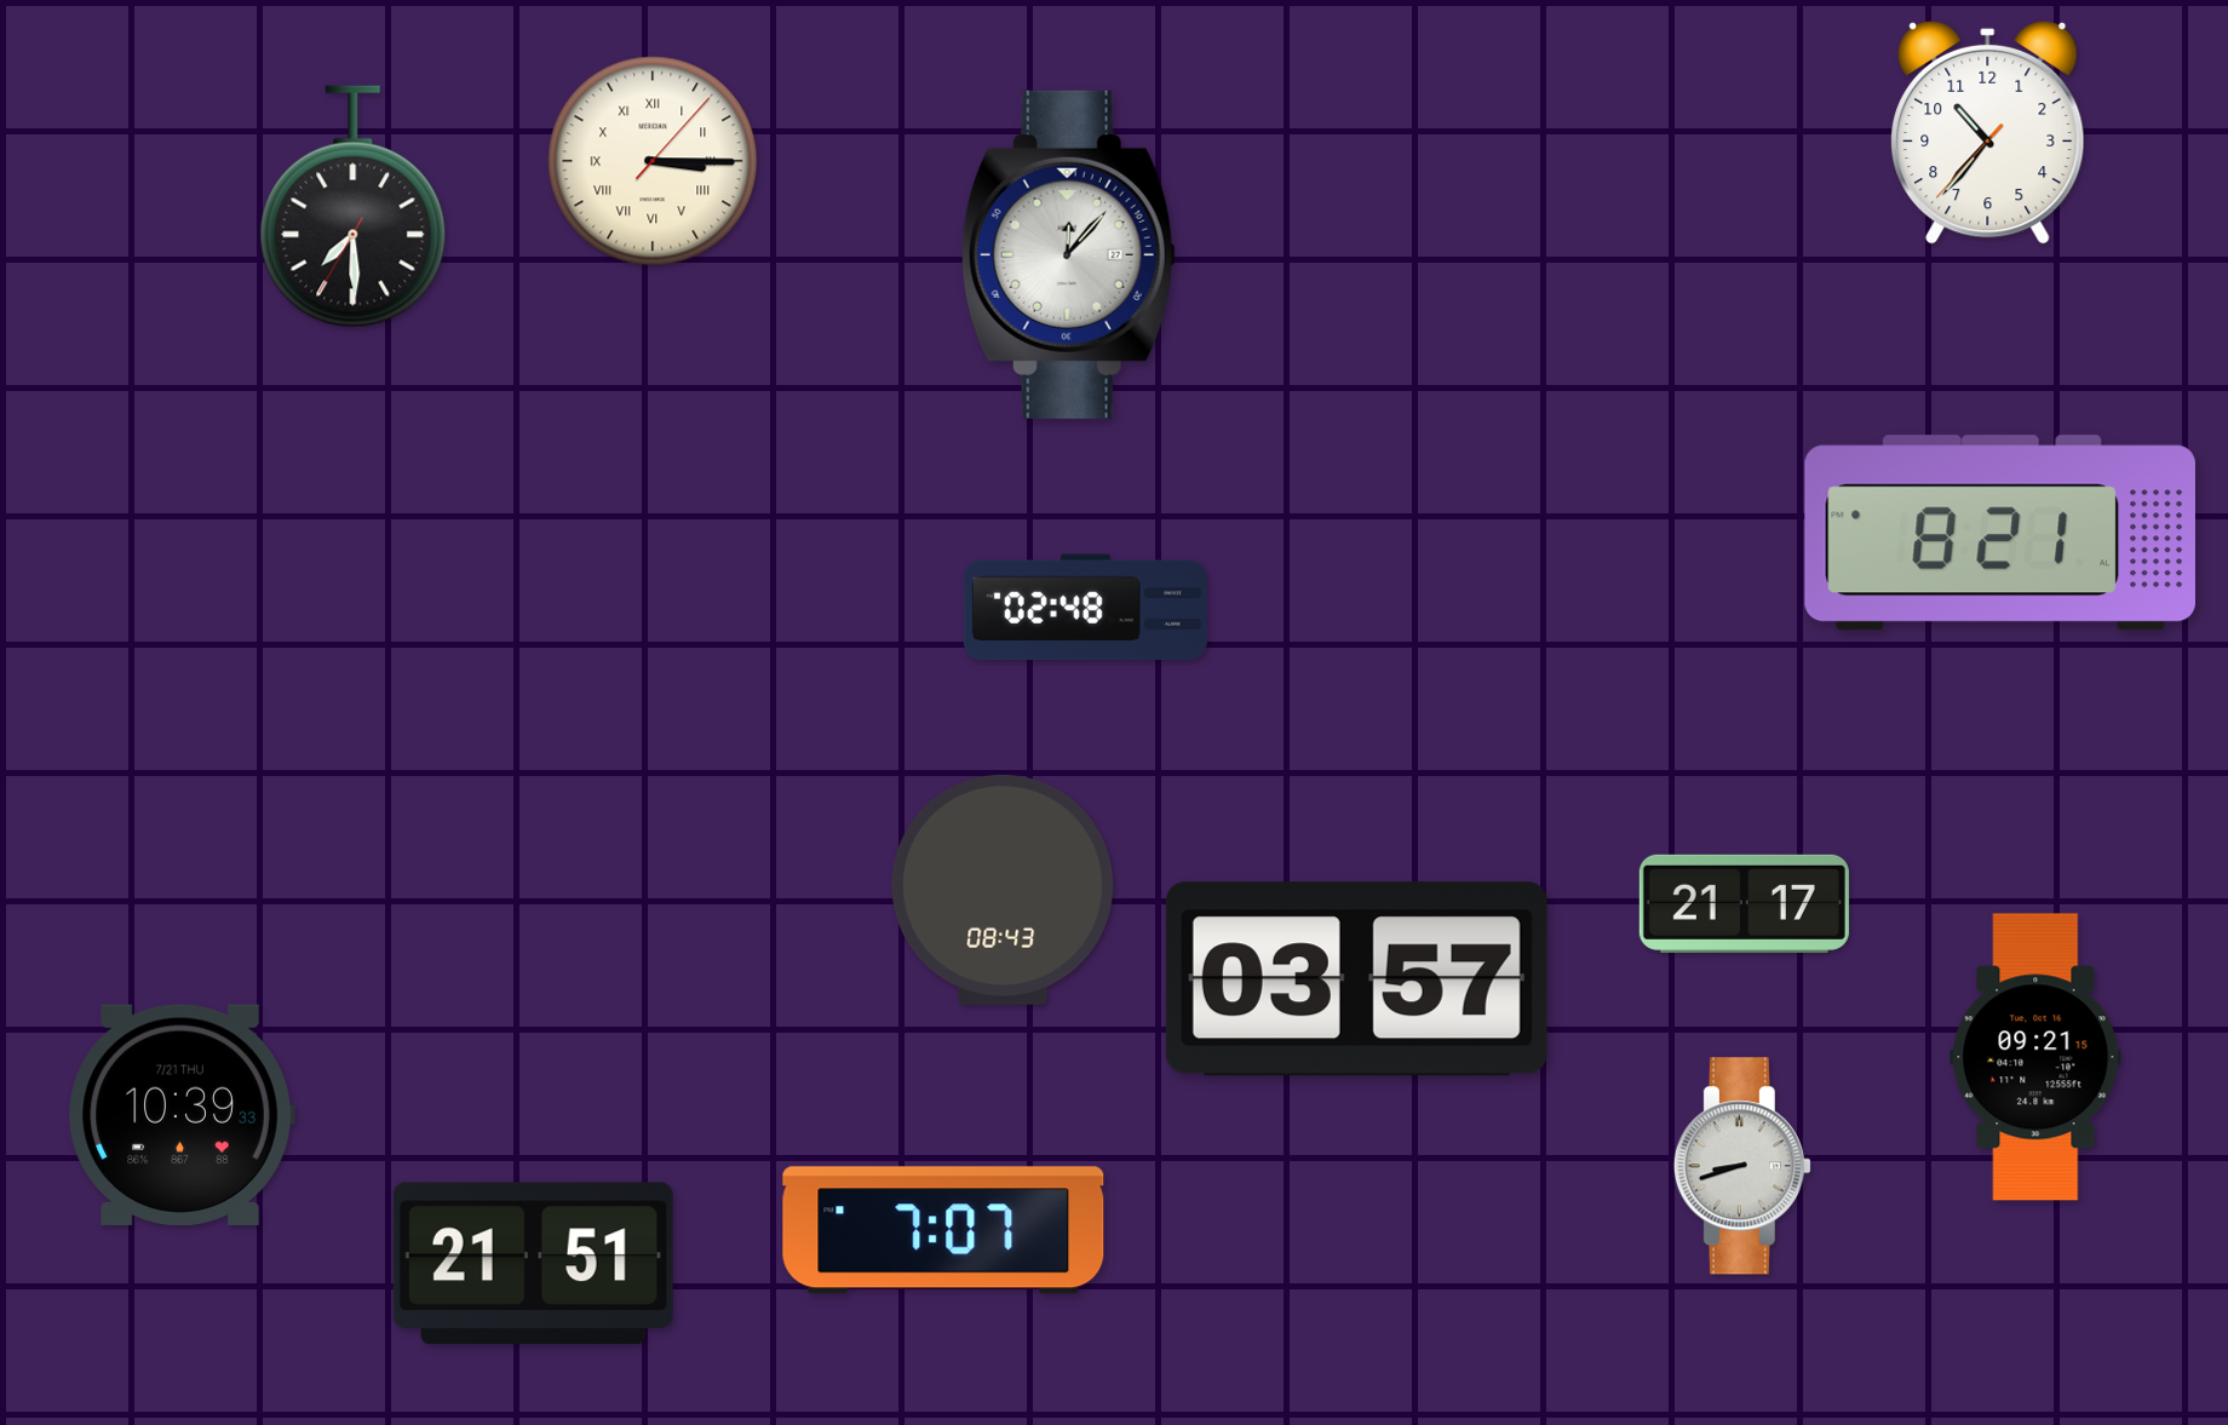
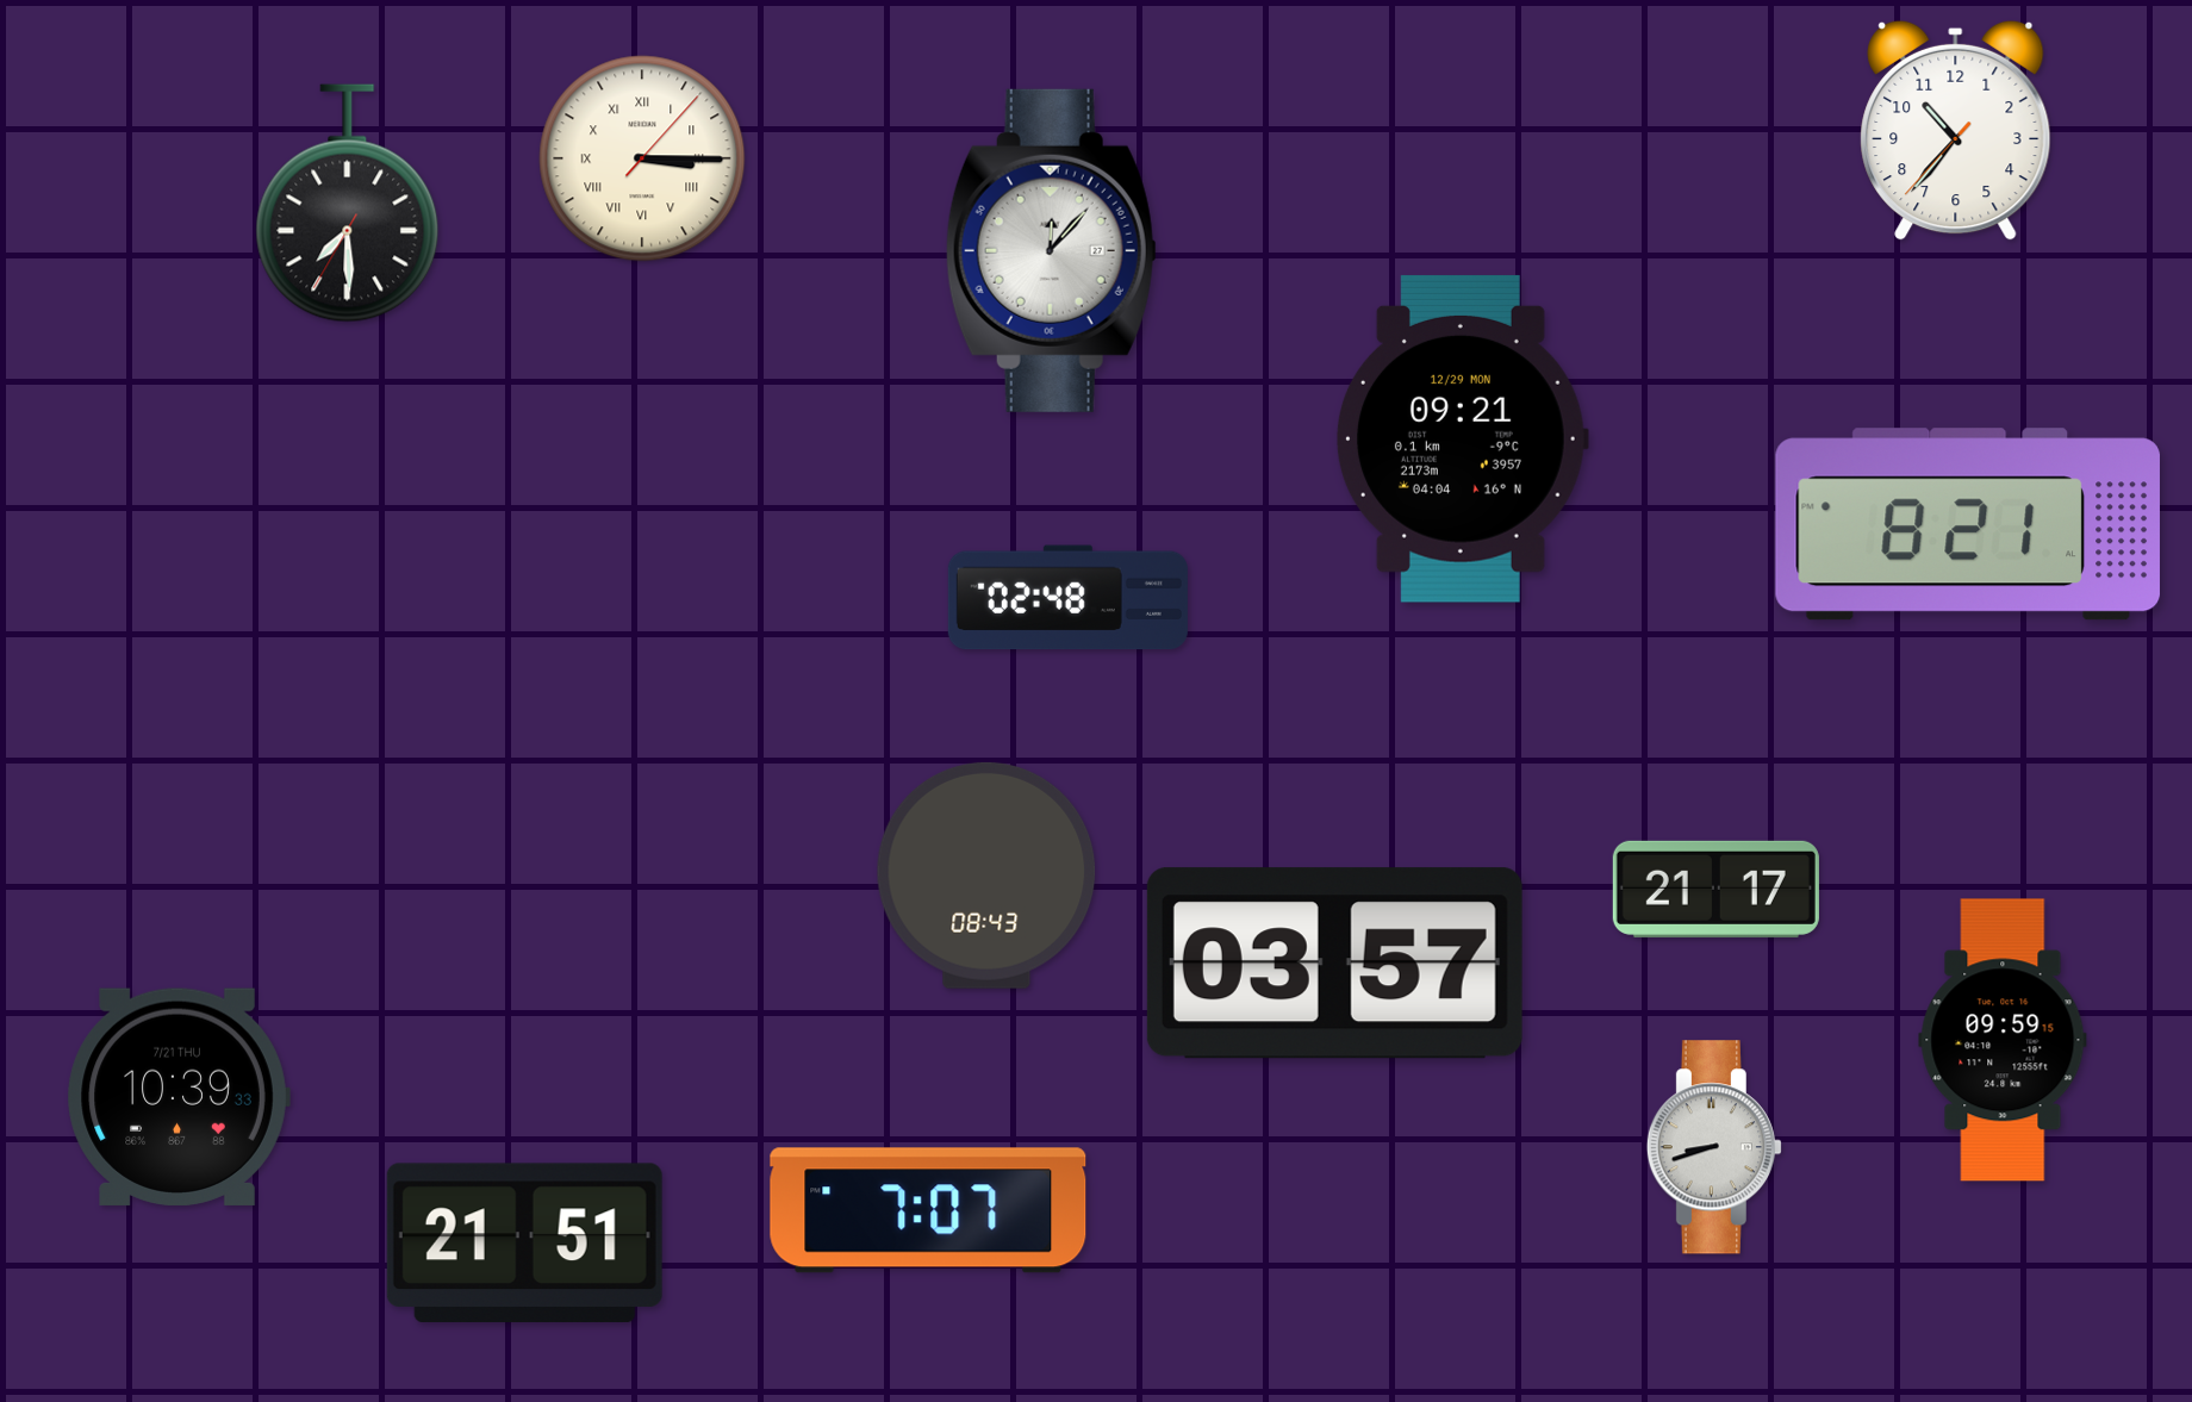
clock at (1462, 438): none -> 09:21
clock at (2035, 1057): 09:21 -> 09:59
